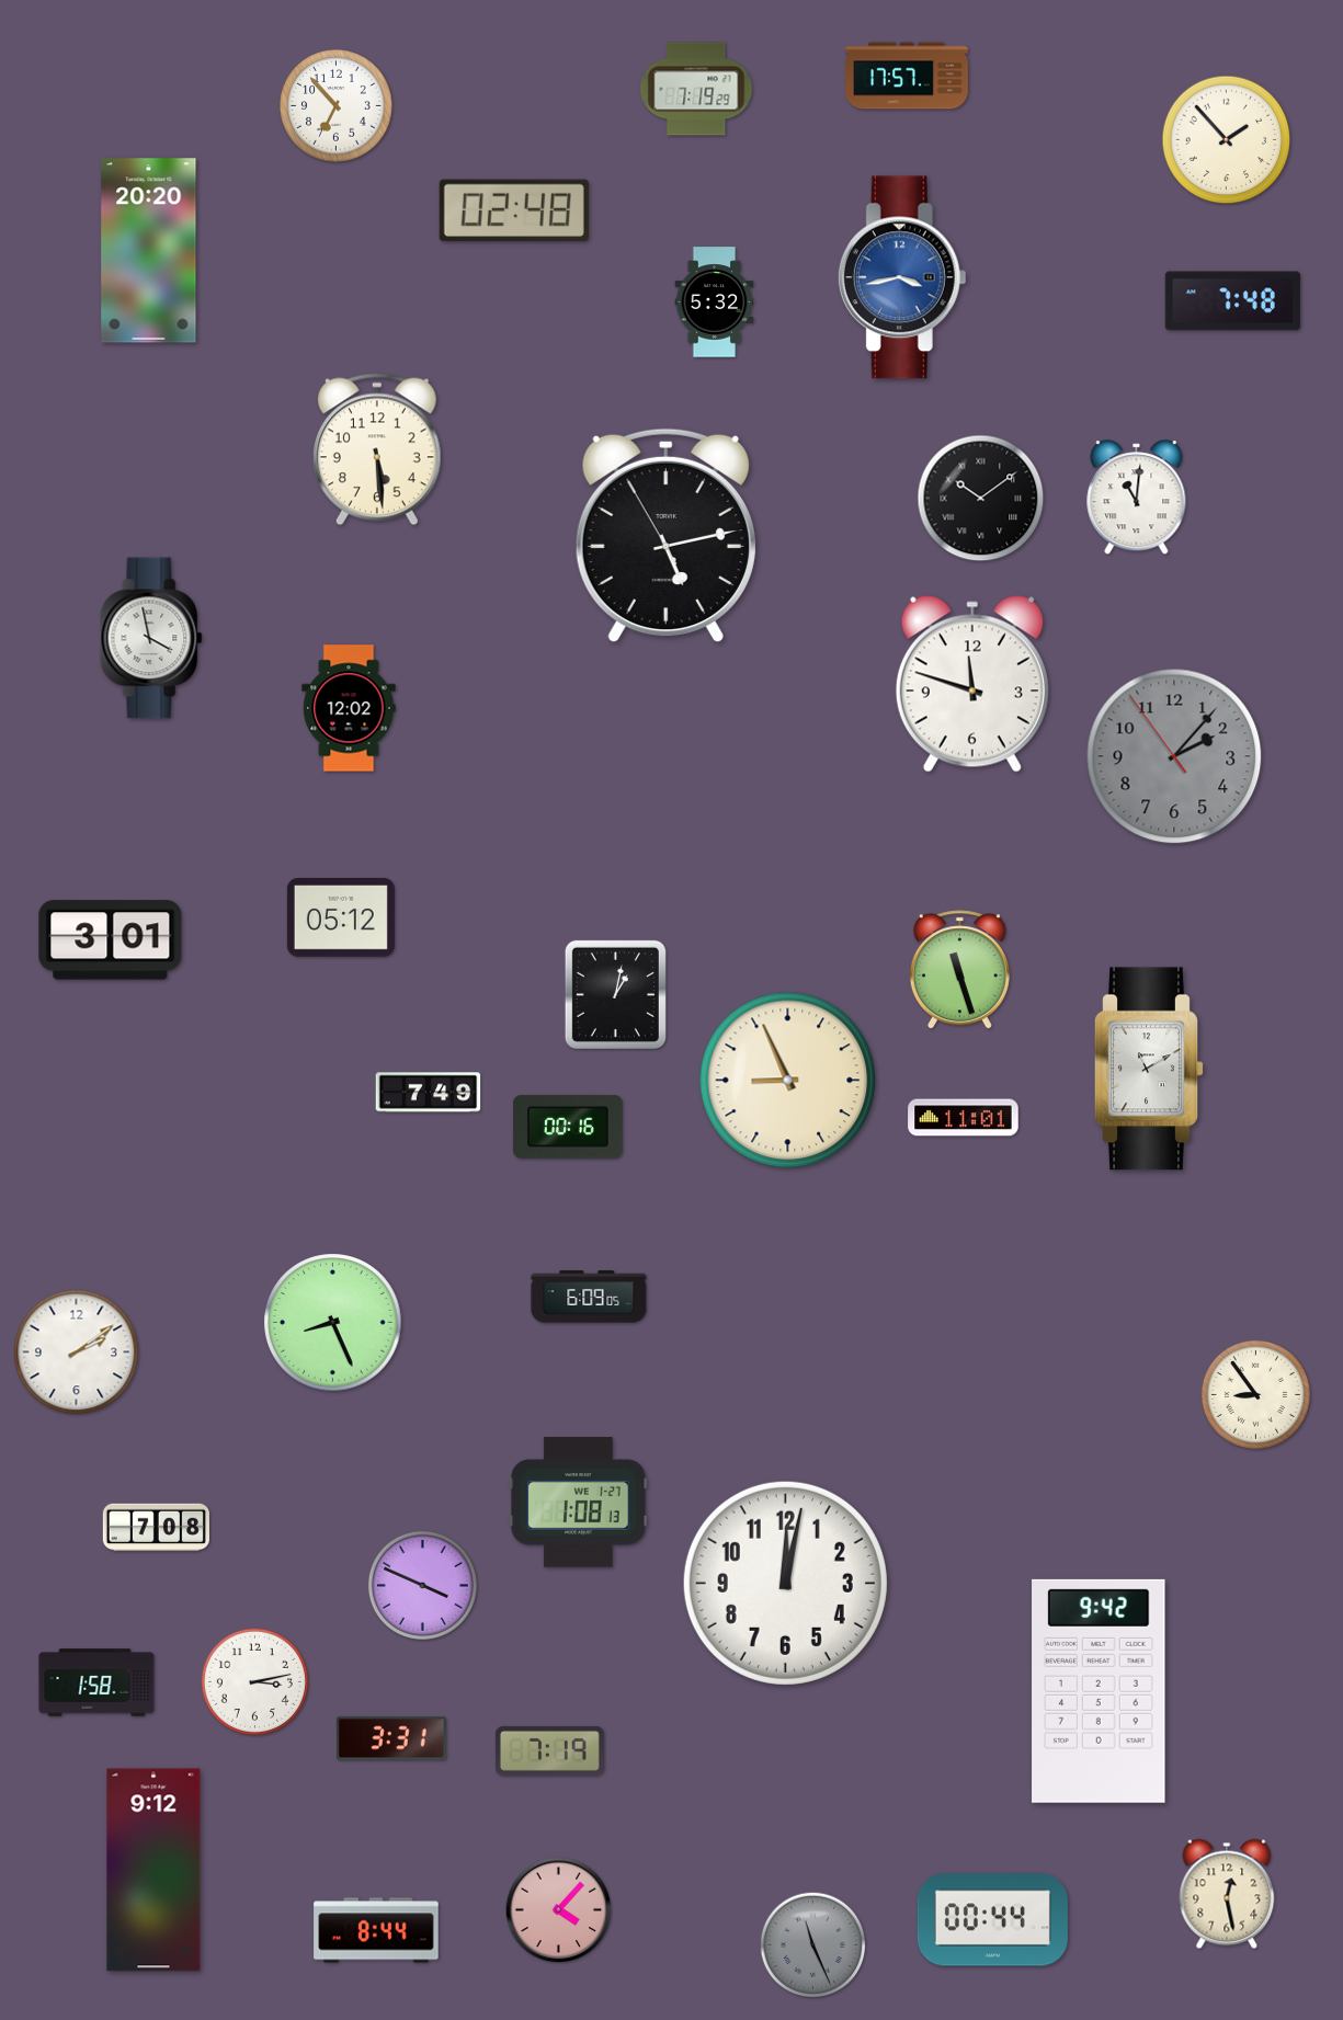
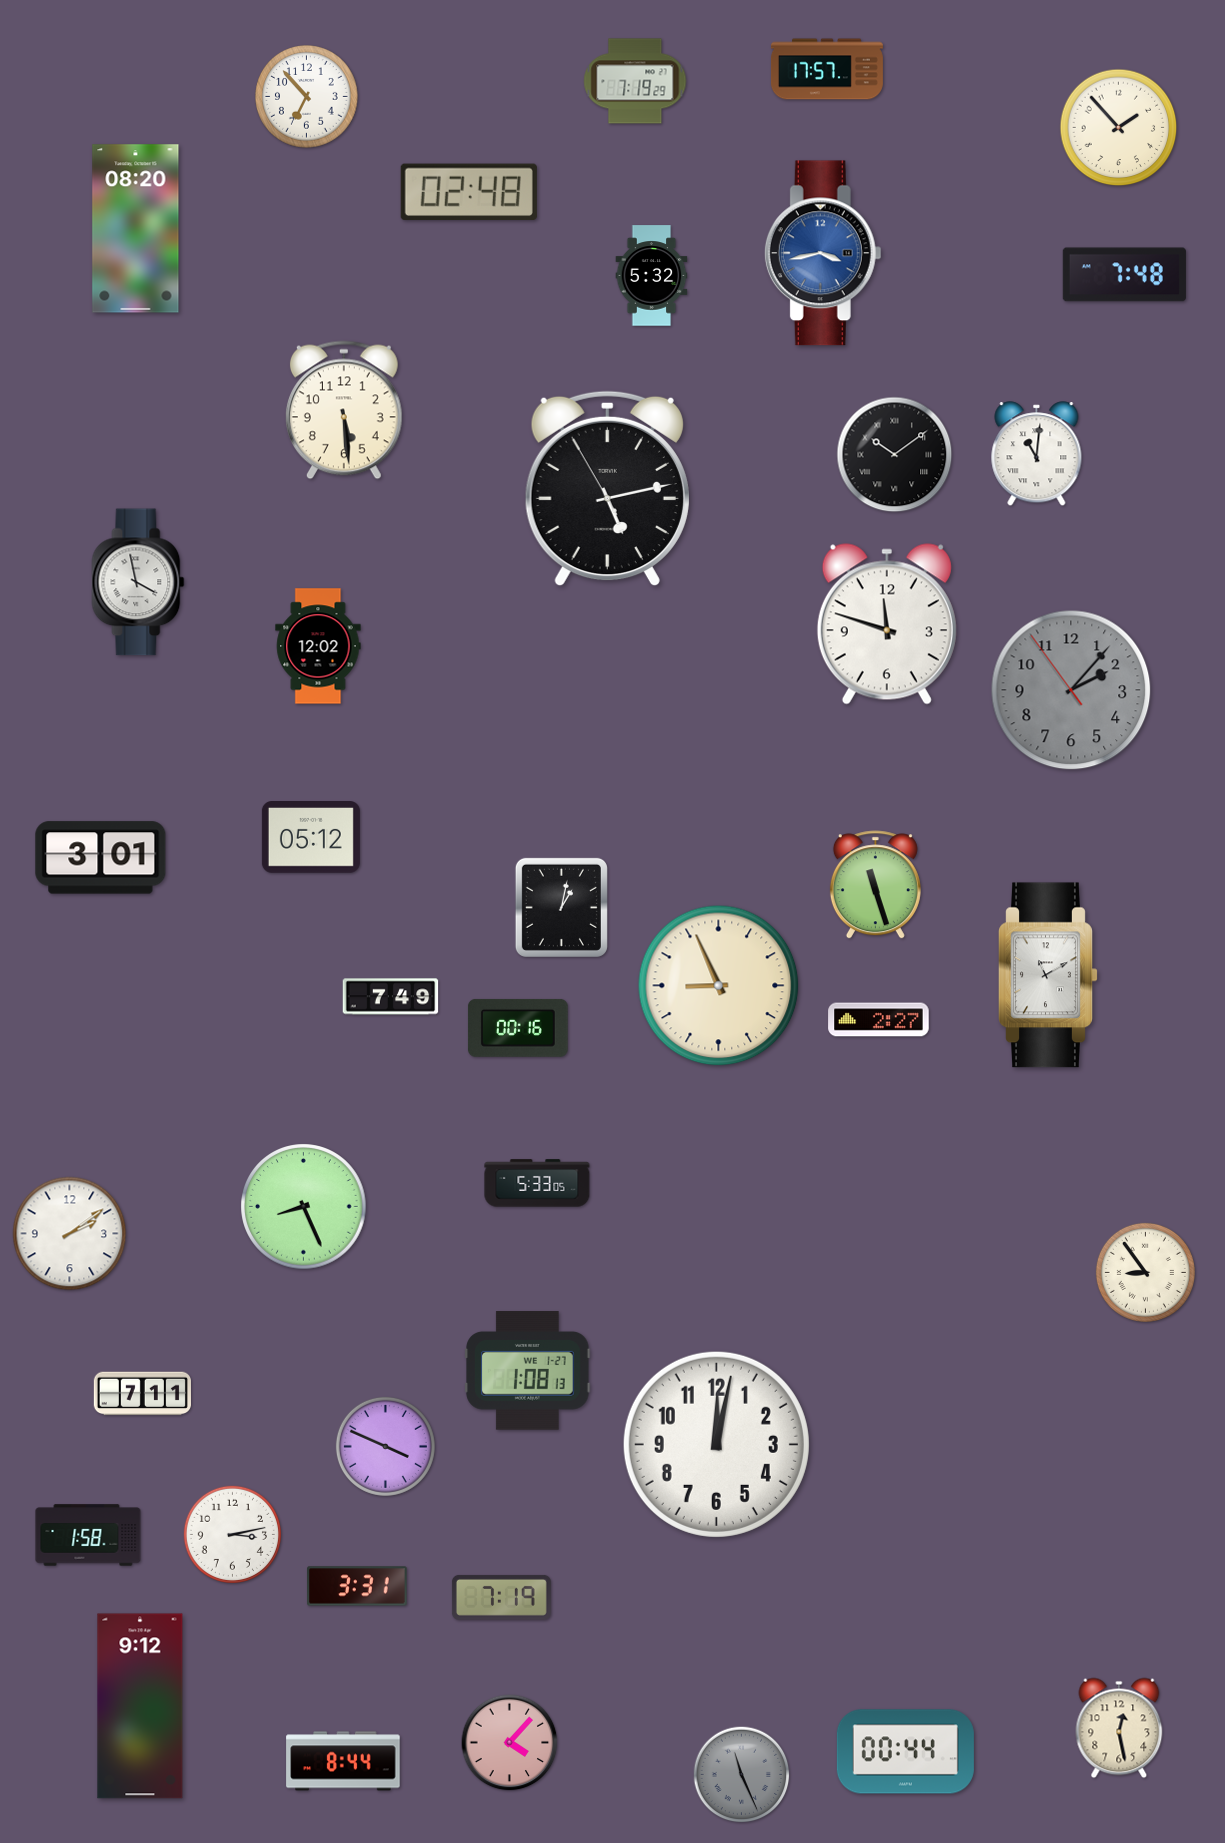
clock at (149, 251): 20:20 -> 08:20
clock at (964, 1118): 11:01 -> 2:27
clock at (589, 1297): 6:09 -> 5:33
clock at (156, 1528): 7:08 -> 7:11
clock at (1099, 1691): 9:42 -> none
